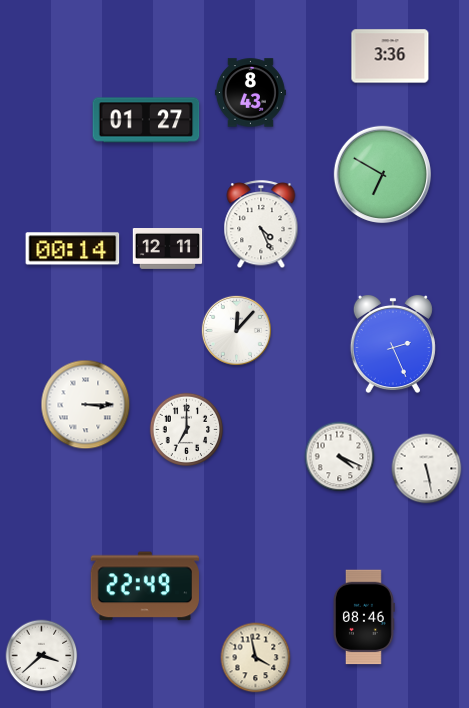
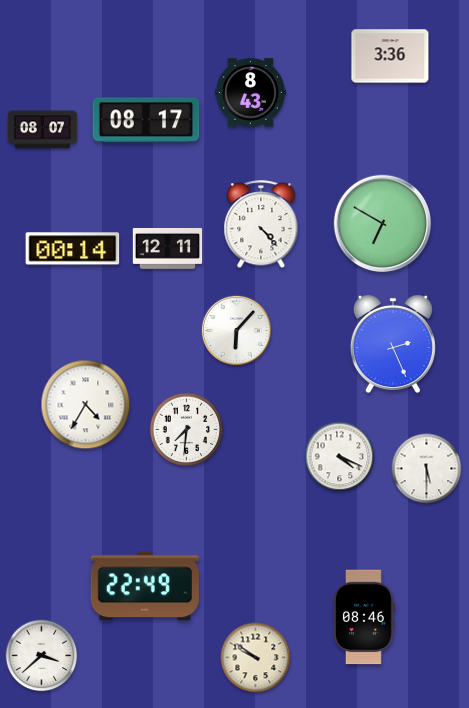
clock at (146, 120): 01:27 -> 08:17
clock at (43, 130): none -> 08:07
clock at (382, 174) position: (382, 174) -> (382, 223)
clock at (261, 225): 4:26 -> 4:23
clock at (236, 330): 12:07 -> 6:07
clock at (86, 405): 3:15 -> 4:35
clock at (187, 430): 7:00 -> 7:31
clock at (427, 469): 5:28 -> 5:30
clock at (256, 658): 3:58 -> 9:51
